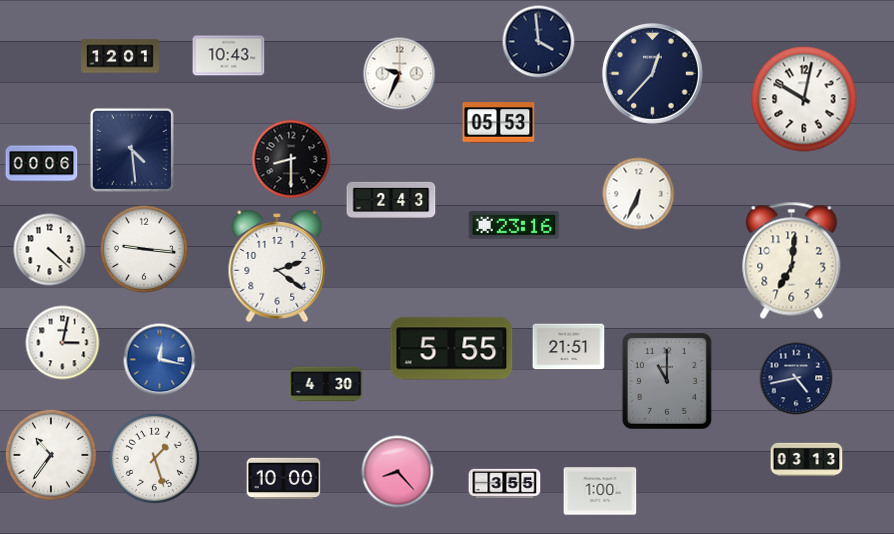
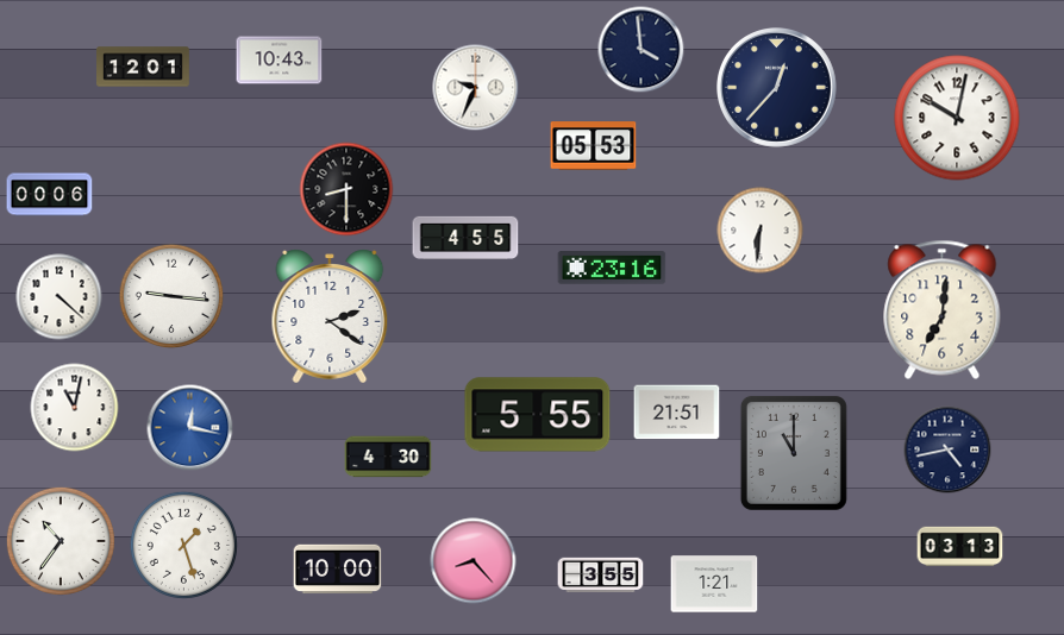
clock at (229, 56) position: (229, 56) -> (280, 61)
clock at (132, 150): 4:29 -> none
clock at (639, 194): 6:34 -> 6:31
clock at (391, 200): 2:43 -> 4:55
clock at (63, 343): 3:02 -> 11:02
clock at (600, 491): 1:00 -> 1:21
